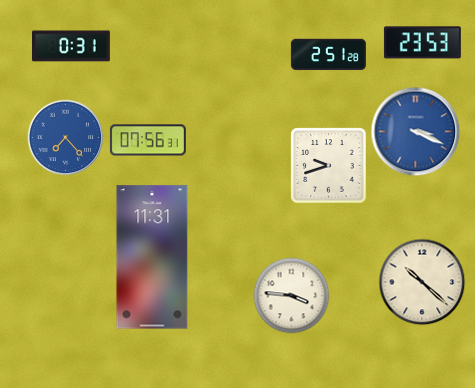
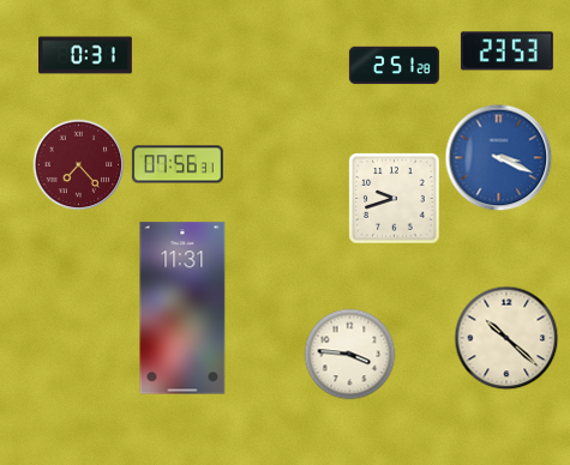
clock at (66, 138) dial: blue -> burgundy
clock at (148, 140) position: (148, 140) -> (178, 164)
